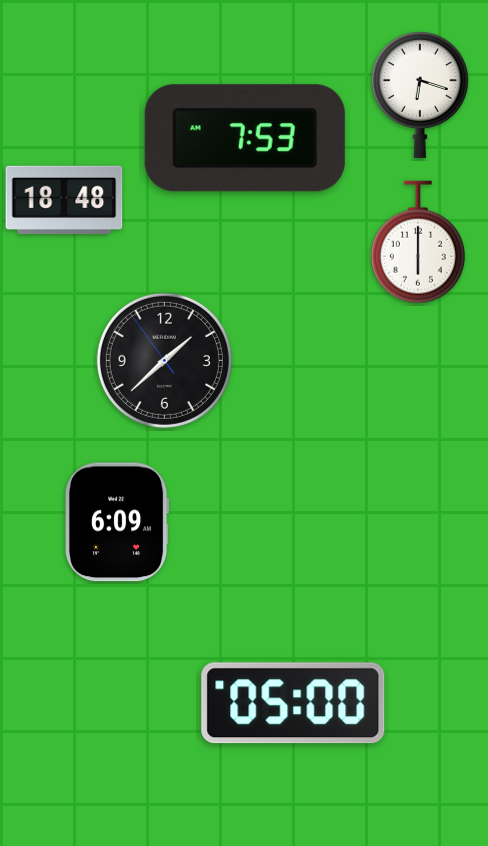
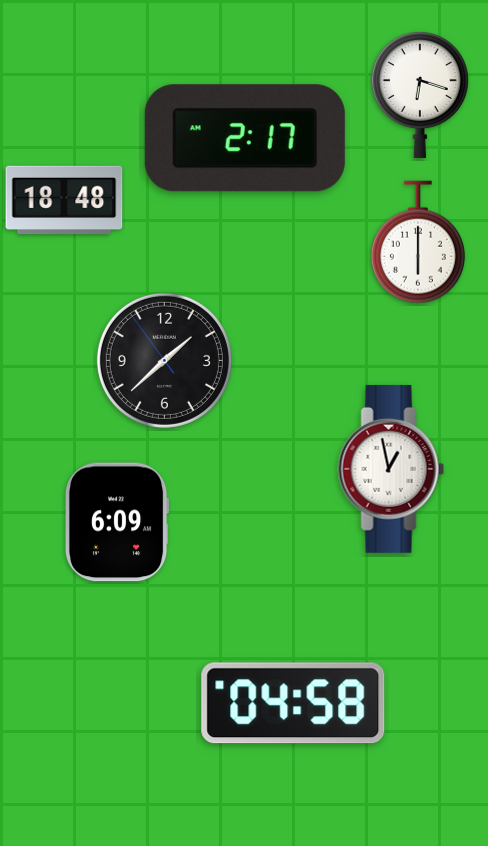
clock at (245, 138): 7:53 -> 2:17
clock at (391, 469): none -> 12:58
clock at (293, 703): 05:00 -> 04:58
